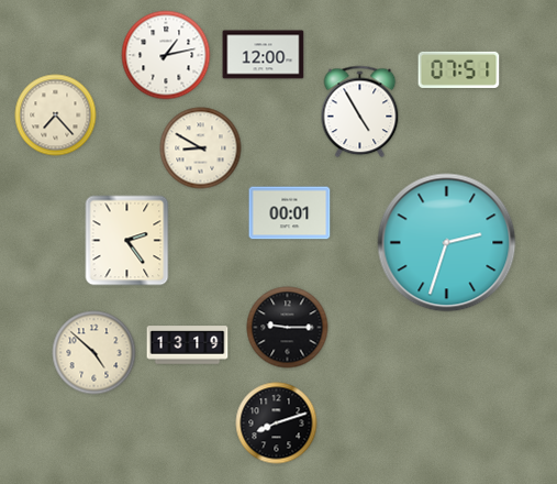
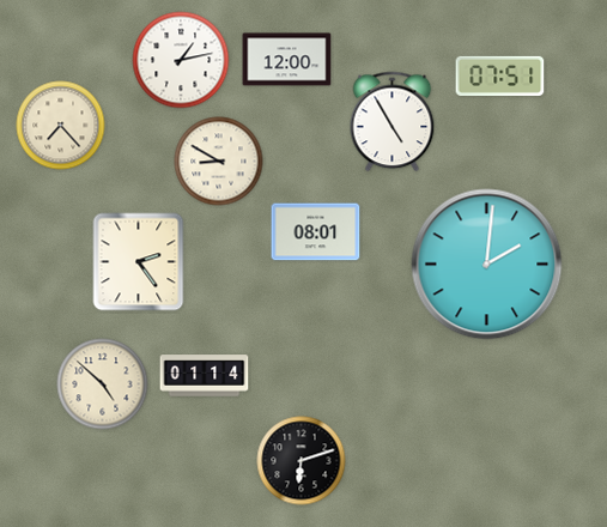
clock at (290, 213): 00:01 -> 08:01
clock at (447, 243): 2:33 -> 2:01
clock at (288, 328): 9:15 -> none
clock at (188, 345): 13:19 -> 01:14
clock at (277, 424): 8:12 -> 6:12
